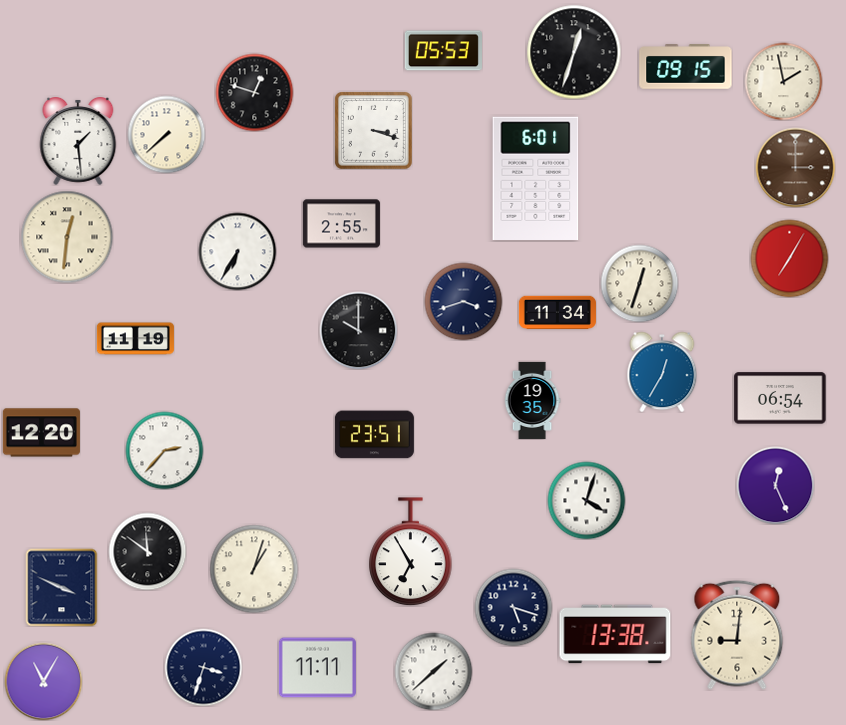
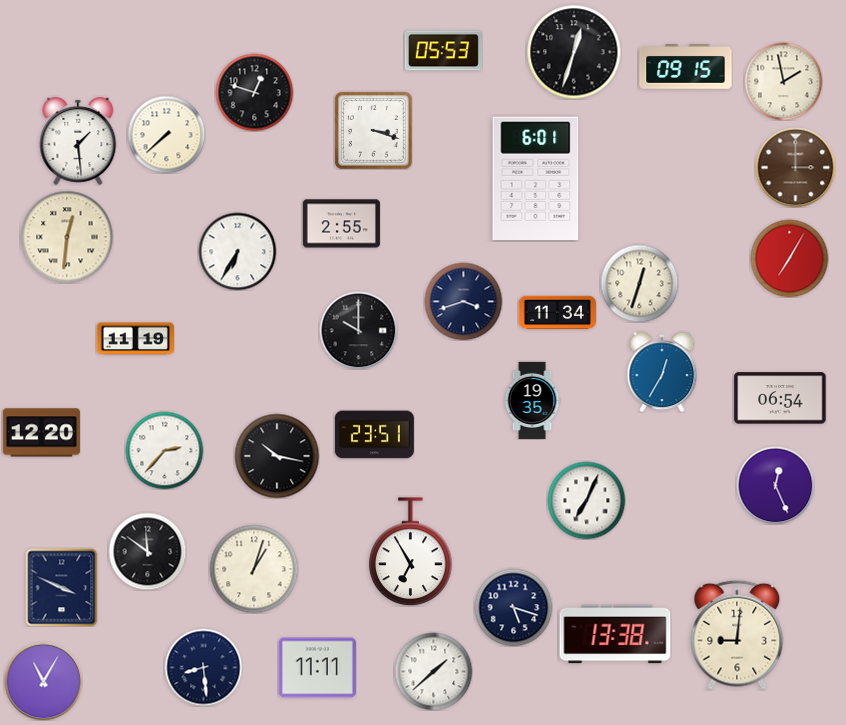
clock at (277, 456): none -> 10:17
clock at (586, 500): 4:03 -> 7:04
clock at (203, 667): 3:33 -> 8:29
